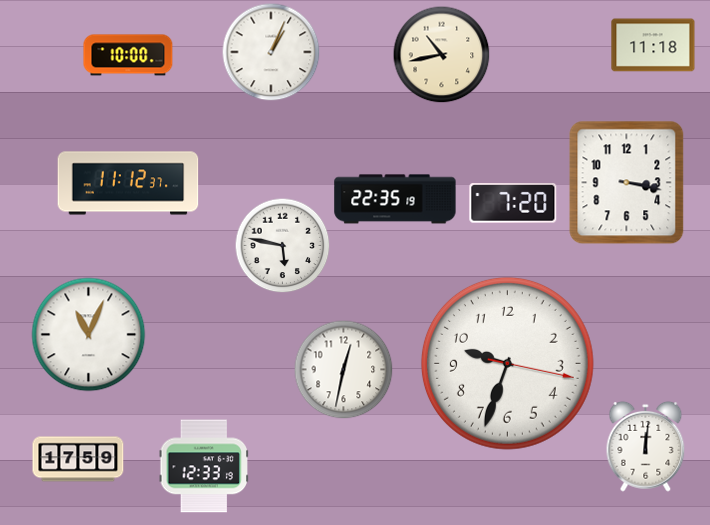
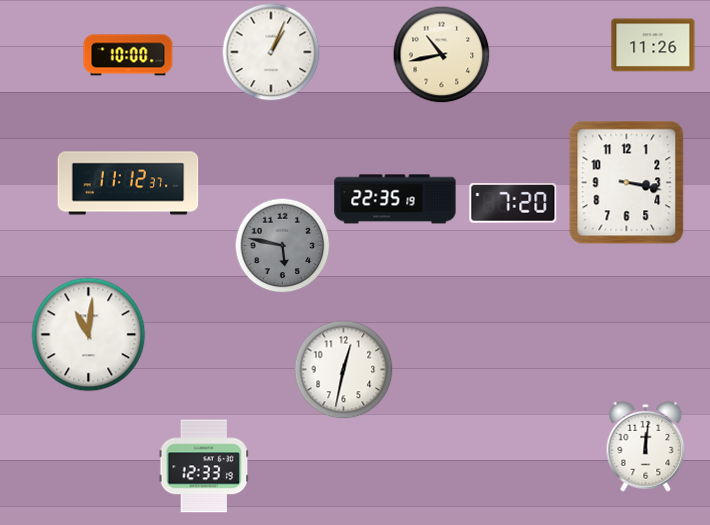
clock at (653, 45): 11:18 -> 11:26
clock at (282, 245) dial: white -> grey
clock at (89, 335): 11:04 -> 11:01
clock at (507, 363): 9:33 -> none
clock at (78, 459): 17:59 -> none
